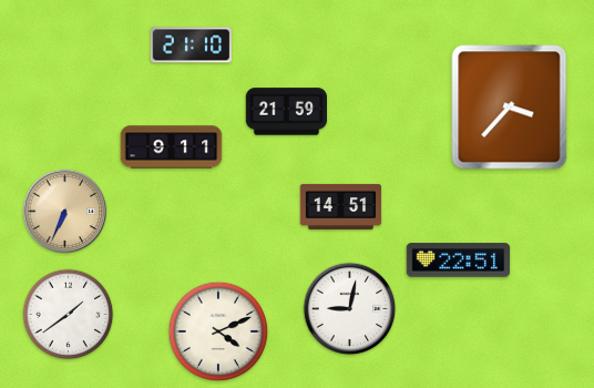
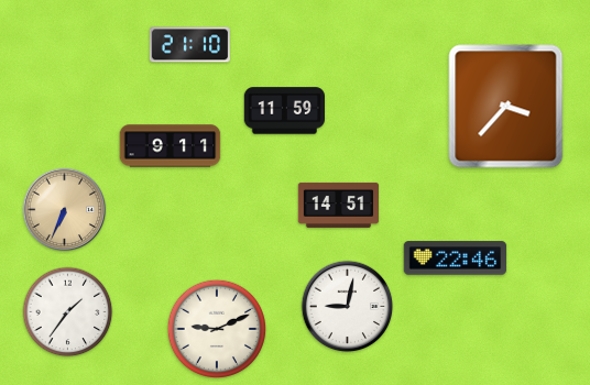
clock at (286, 112): 21:59 -> 11:59
clock at (459, 261): 22:51 -> 22:46
clock at (69, 315): 1:39 -> 1:36
clock at (218, 331): 4:11 -> 9:11
